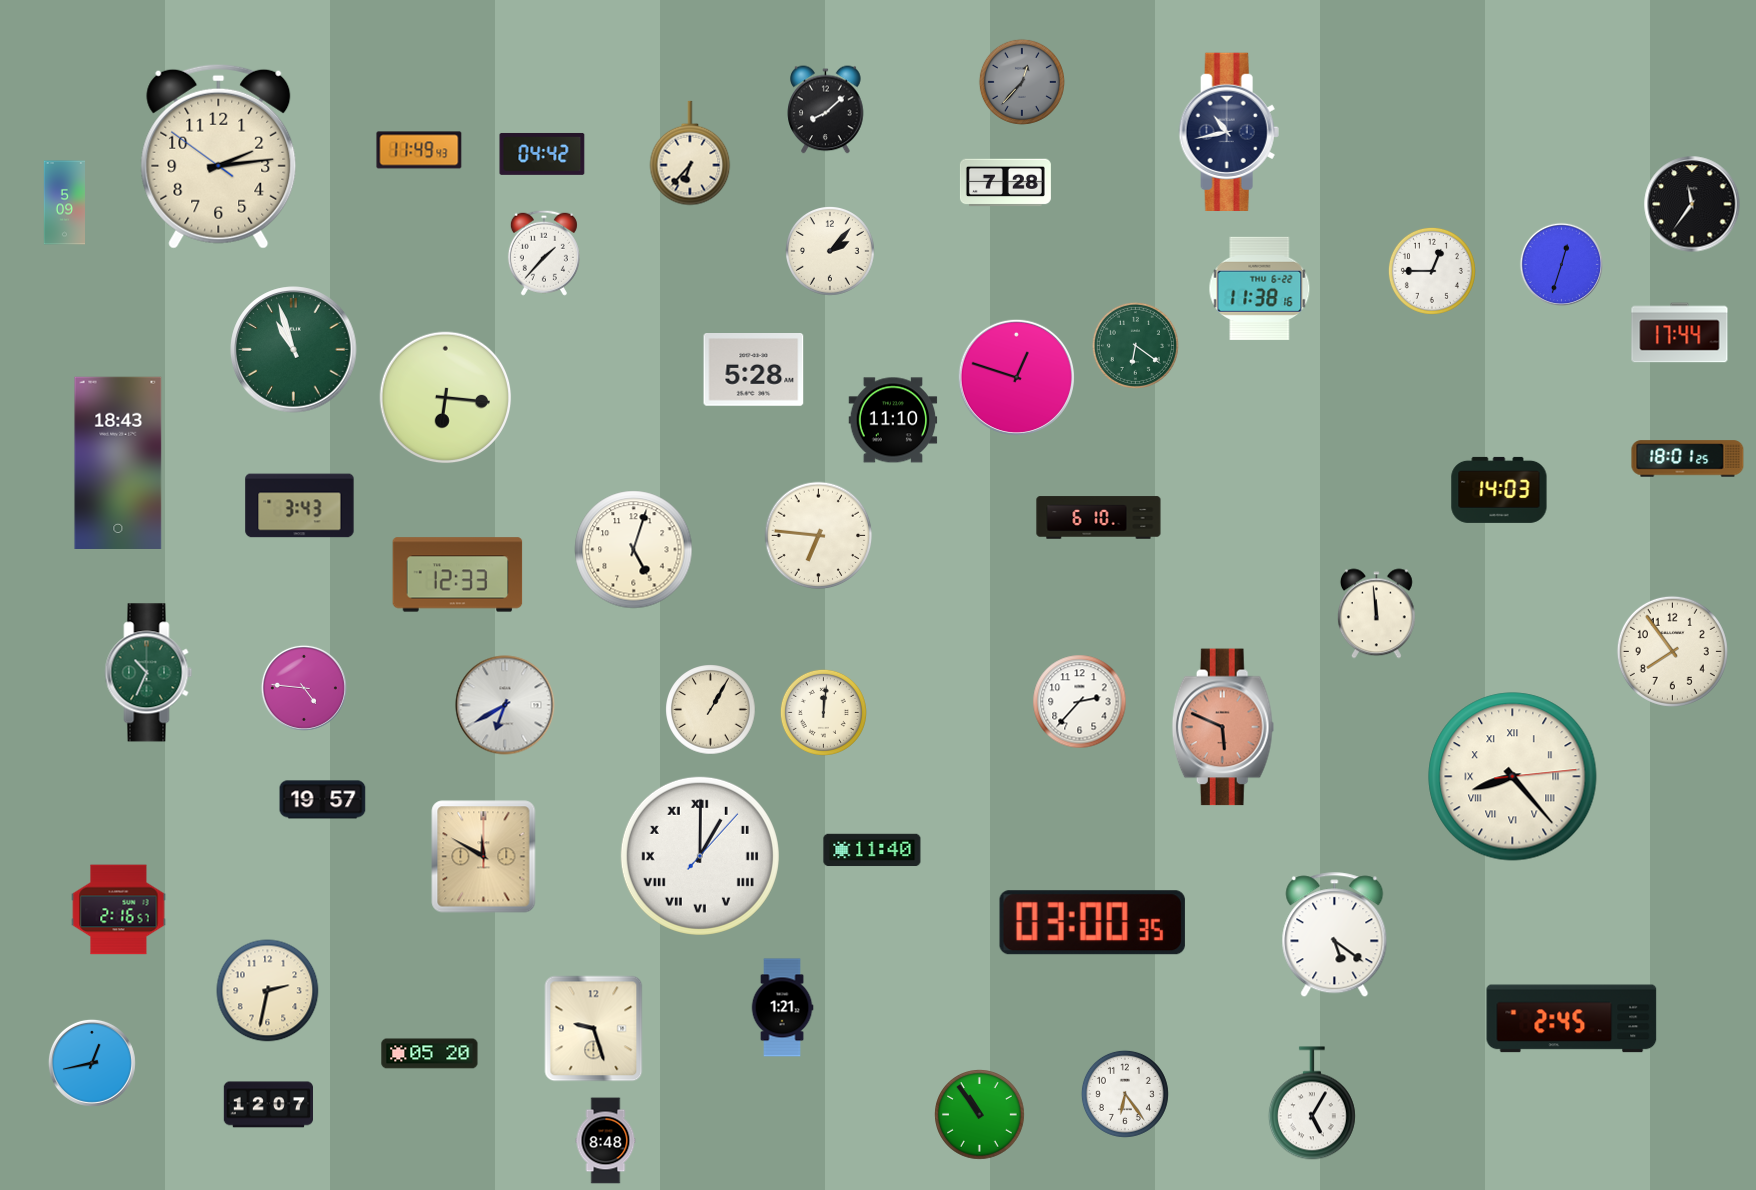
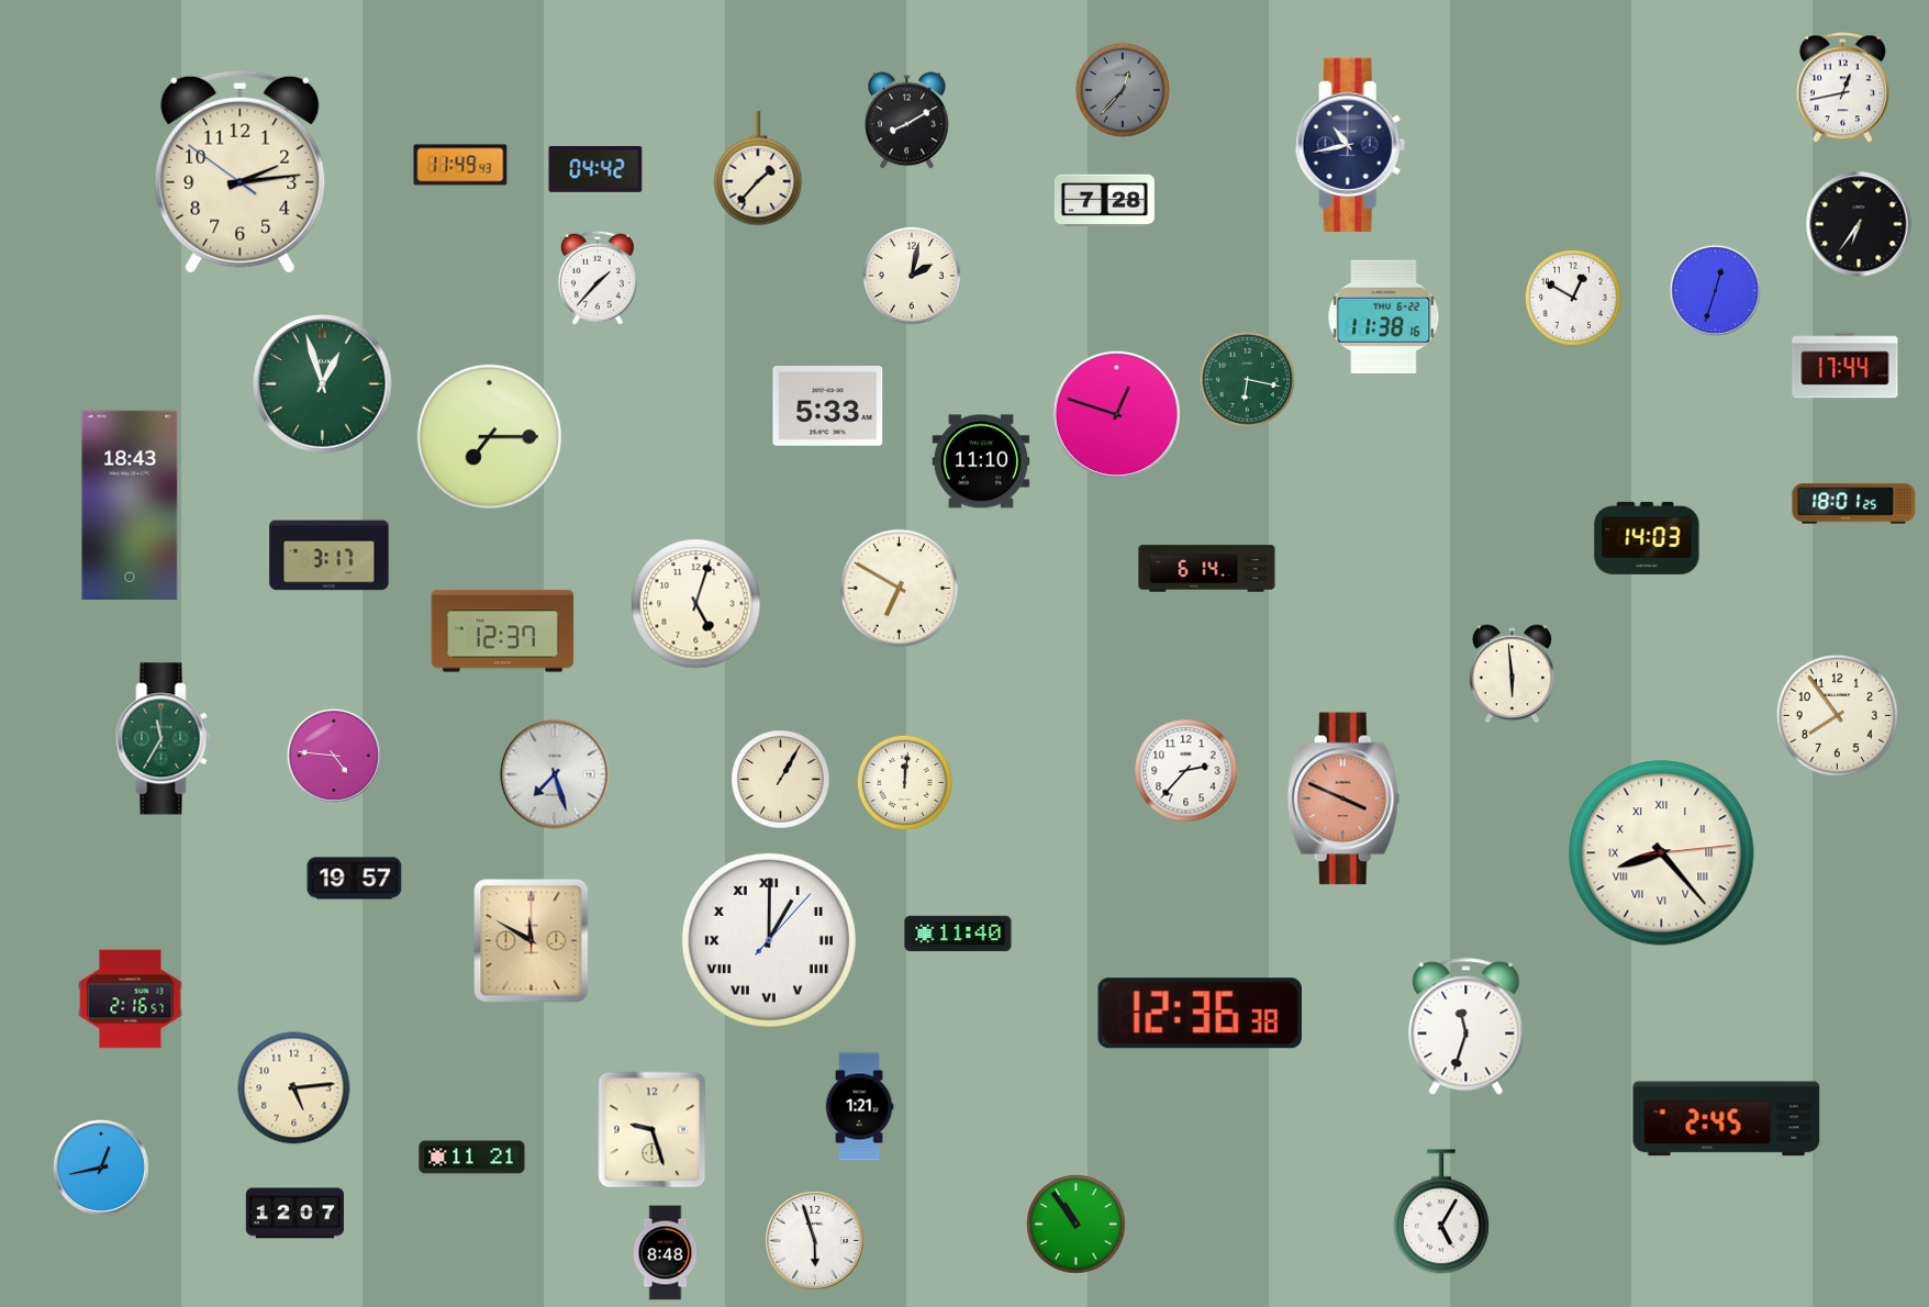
clock at (1842, 88): none -> 12:43
clock at (826, 110): 8:08 -> 8:10
clock at (690, 153): 6:37 -> 1:37
clock at (64, 203): 5:09 -> none
clock at (1692, 204): 11:36 -> 6:36
clock at (831, 252): 2:07 -> 2:02
clock at (1432, 271): 12:45 -> 12:50
clock at (1135, 345): 6:21 -> 6:17
clock at (294, 350): 10:57 -> 12:57
clock at (754, 370): 5:28 -> 5:33
clock at (446, 398): 6:16 -> 7:15
clock at (118, 462) position: (118, 462) -> (130, 504)
clock at (300, 506): 3:43 -> 3:17
clock at (1099, 518): 6:10 -> 6:14
clock at (819, 536): 6:46 -> 6:50
clock at (458, 575): 12:33 -> 12:37
clock at (1376, 614): 11:59 -> 5:59
clock at (149, 673): 10:34 -> 11:35
clock at (505, 705): 6:40 -> 7:27
clock at (1223, 727): 5:49 -> 3:49
clock at (1092, 923): 03:00 -> 12:36
clock at (1335, 935): 5:21 -> 11:33
clock at (268, 991): 2:32 -> 5:14
clock at (430, 1054): 05:20 -> 11:21
clock at (1125, 1094): 6:24 -> none
clock at (815, 1241): none -> 5:57
